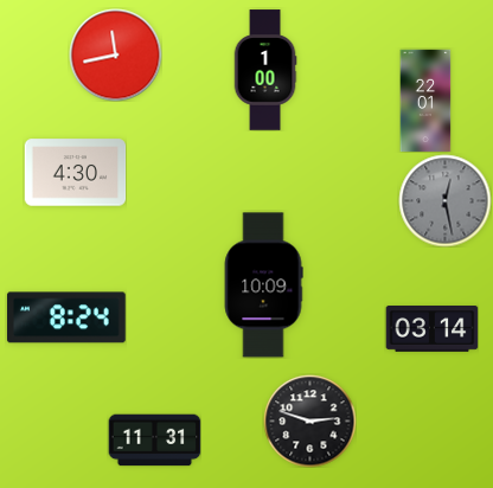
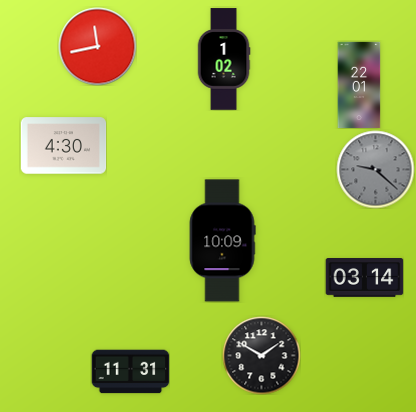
clock at (265, 70): 1:00 -> 1:02
clock at (444, 200): 12:28 -> 9:22
clock at (66, 317): 8:24 -> none
clock at (309, 420): 2:48 -> 1:50
